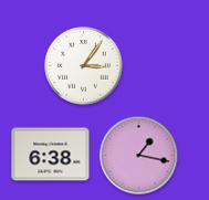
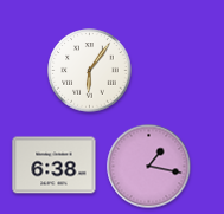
clock at (84, 66): 3:06 -> 6:06
